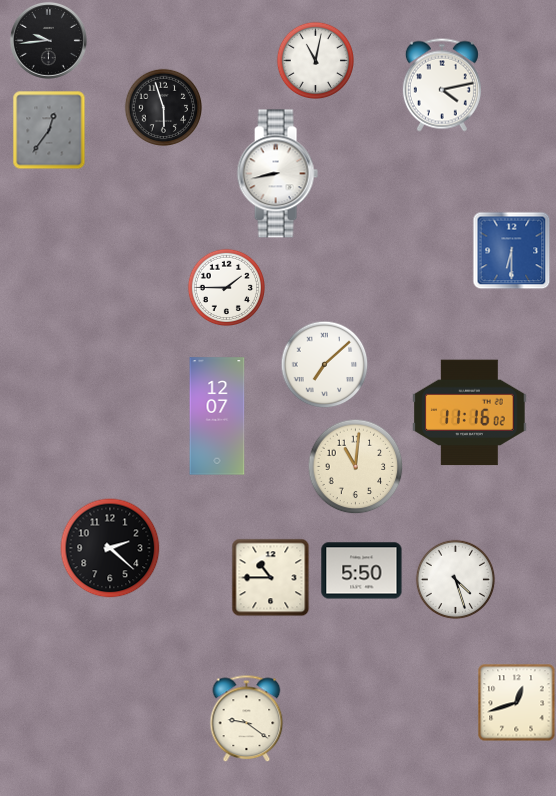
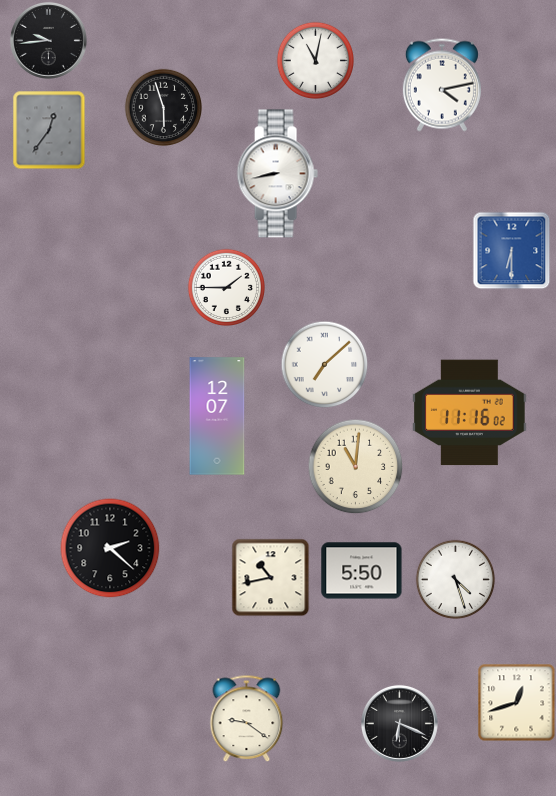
clock at (270, 577): 10:45 -> 10:43
clock at (399, 723): none -> 6:19
